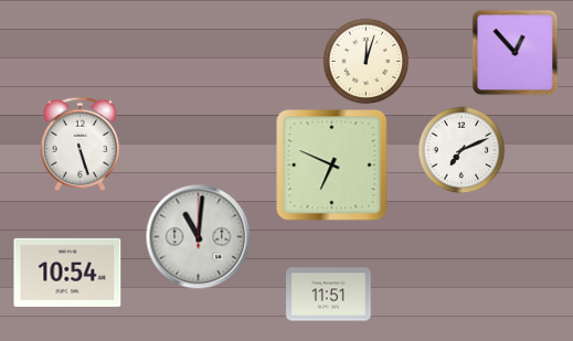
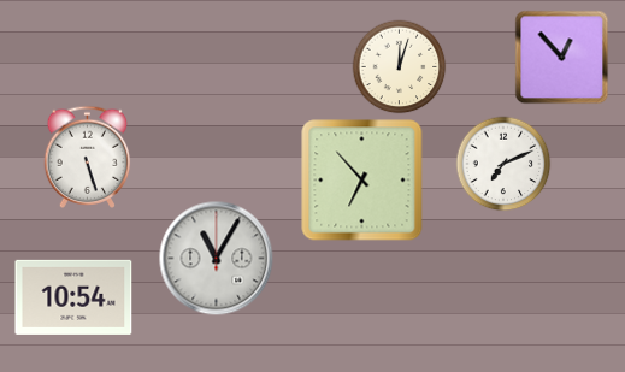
clock at (332, 166): 6:49 -> 6:53
clock at (198, 236): 11:01 -> 11:05
clock at (329, 295): 11:51 -> none
